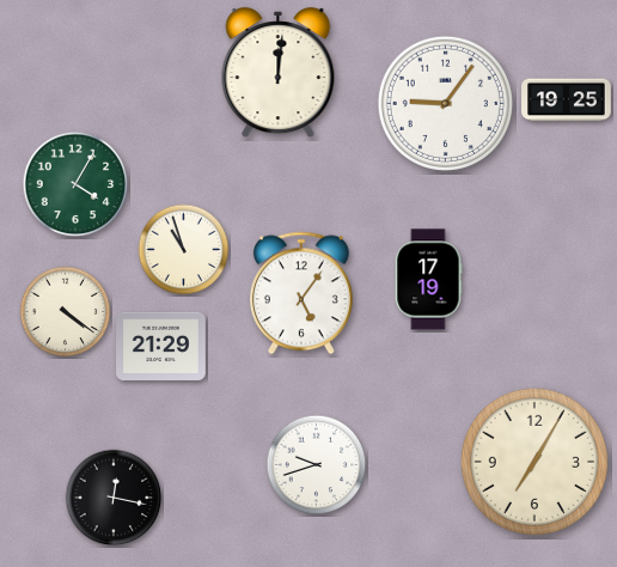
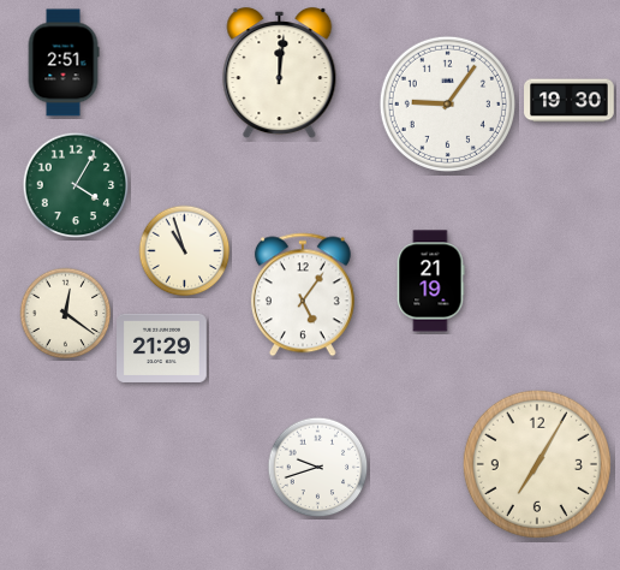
clock at (64, 63): none -> 2:51
clock at (567, 100): 19:25 -> 19:30
clock at (428, 280): 17:19 -> 21:19
clock at (66, 312): 4:21 -> 12:21
clock at (114, 498): 12:17 -> none
